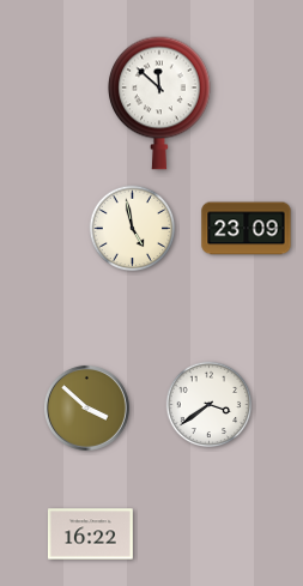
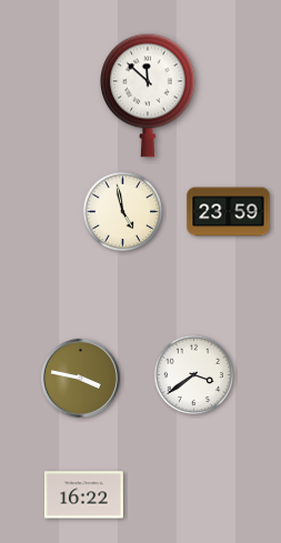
clock at (247, 229): 23:09 -> 23:59
clock at (86, 407): 3:52 -> 3:47
